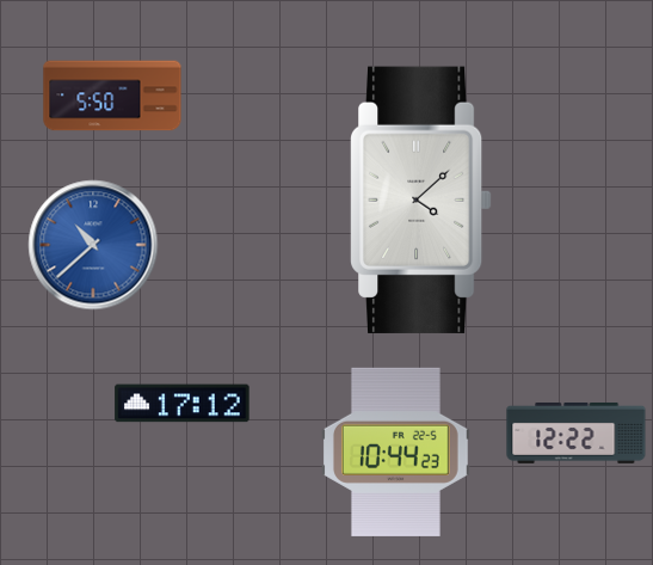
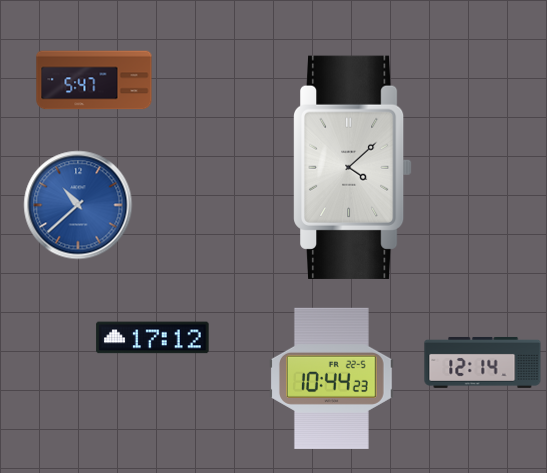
clock at (112, 96): 5:50 -> 5:47
clock at (577, 432): 12:22 -> 12:14
